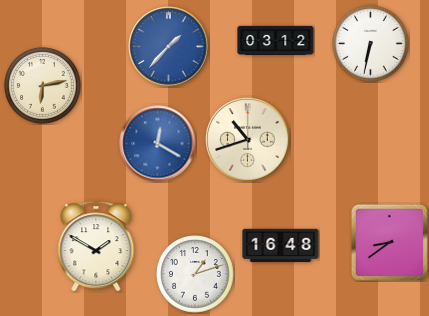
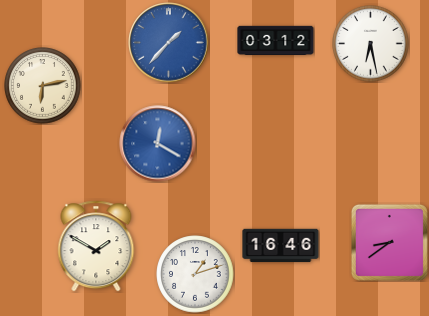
clock at (371, 44): 6:32 -> 6:28
clock at (169, 47) position: (169, 47) -> (169, 43)
clock at (248, 140): 10:42 -> none
clock at (281, 246): 16:48 -> 16:46
